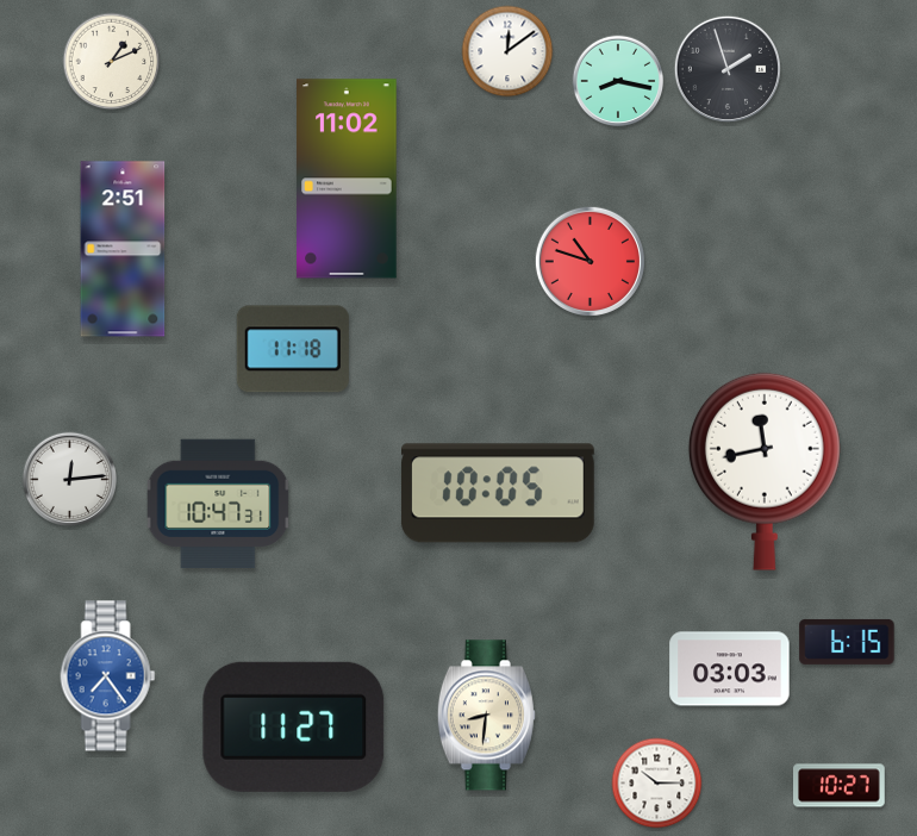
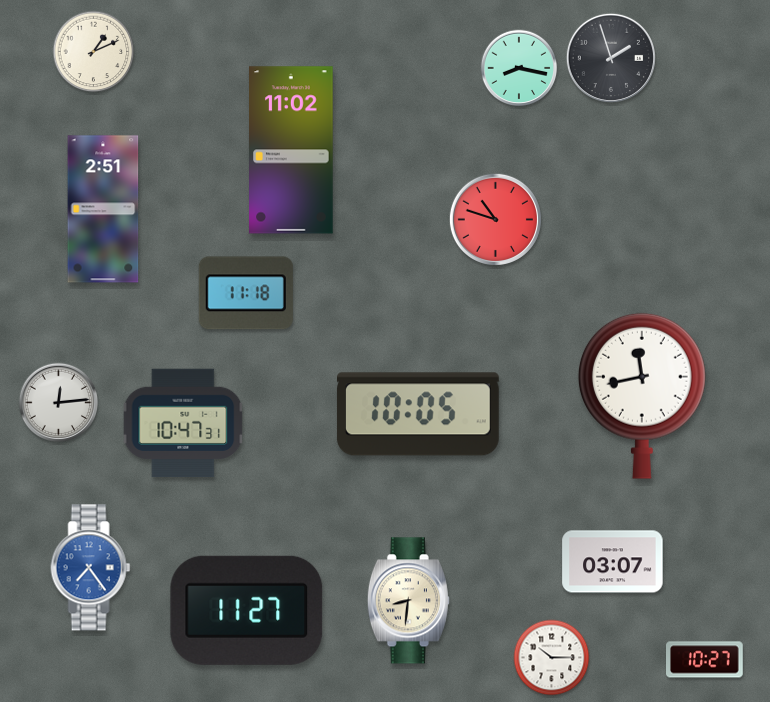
clock at (507, 51): 12:09 -> none
clock at (847, 642): 6:15 -> none
clock at (730, 669): 03:03 -> 03:07
